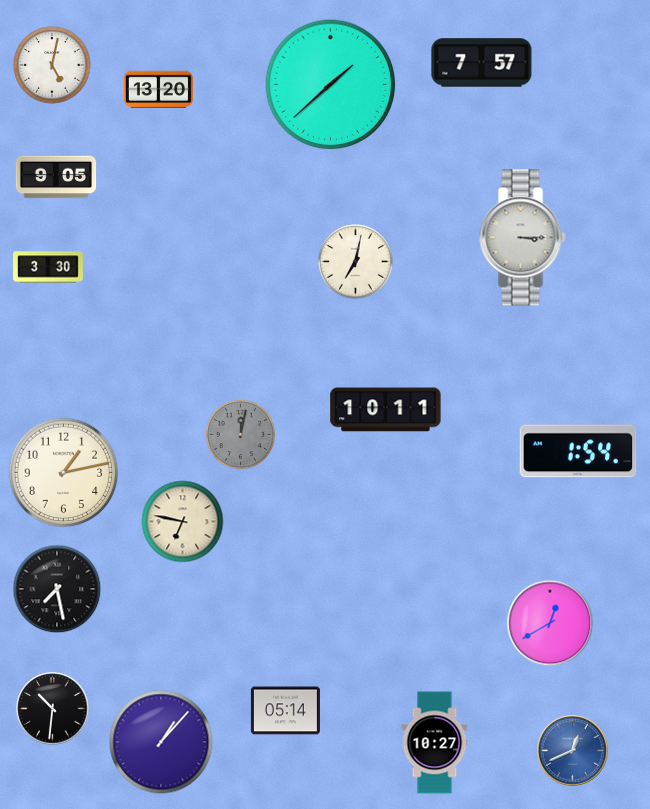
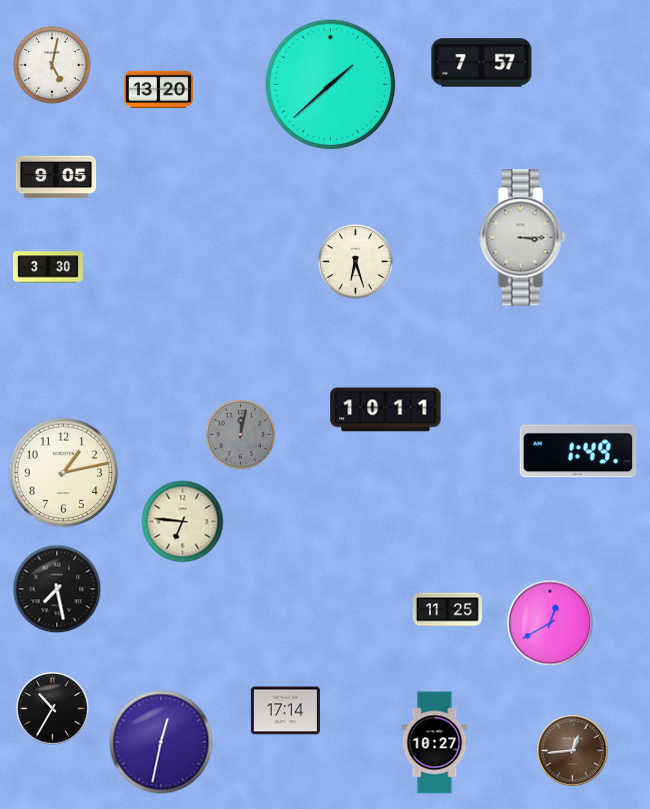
clock at (356, 262): 7:02 -> 6:27
clock at (578, 451): 1:54 -> 1:49
clock at (183, 522): 6:47 -> 6:46
clock at (447, 610): none -> 11:25
clock at (53, 709): 10:31 -> 10:35
clock at (285, 711): 05:14 -> 17:14
clock at (161, 742): 1:07 -> 12:32
clock at (573, 751): 12:41 -> 12:44
clock at (573, 751) dial: blue -> brown
